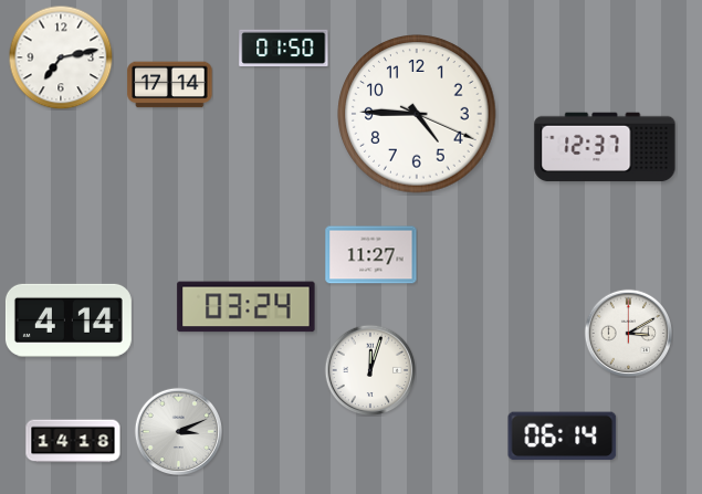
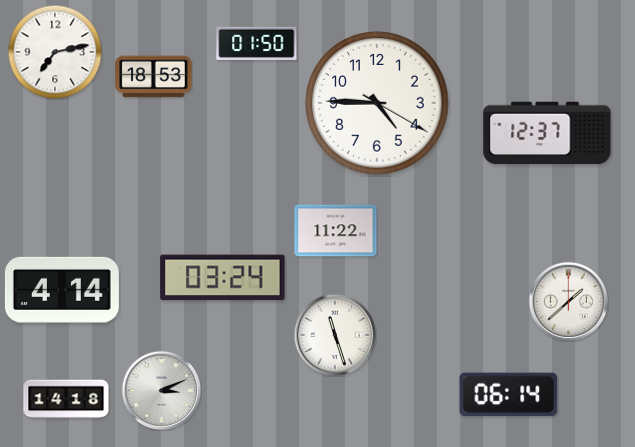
clock at (170, 85): 17:14 -> 18:53
clock at (417, 114): 4:45:19 -> 4:45:20
clock at (371, 255): 11:27 -> 11:22
clock at (628, 333): 3:10 -> 1:38
clock at (370, 370): 12:03 -> 11:27
